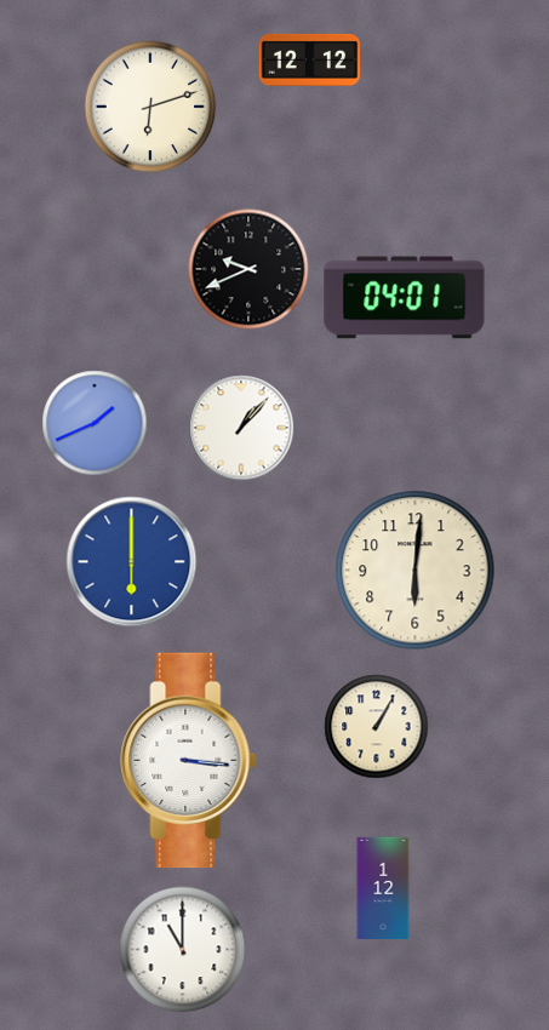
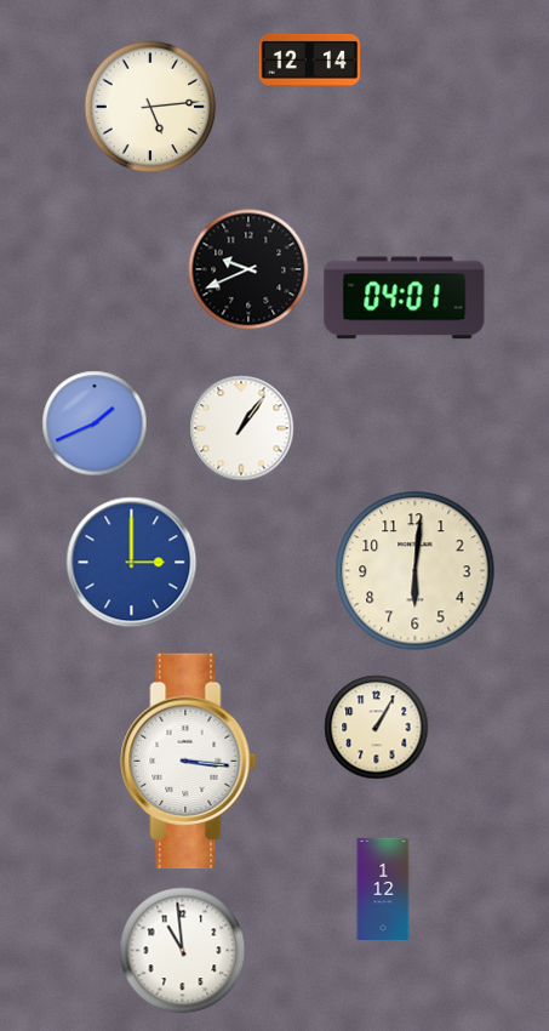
clock at (310, 59): 12:12 -> 12:14
clock at (150, 107): 6:12 -> 5:14
clock at (241, 428): 1:07 -> 1:06
clock at (132, 562): 6:00 -> 3:00
clock at (183, 950): 11:00 -> 10:59
